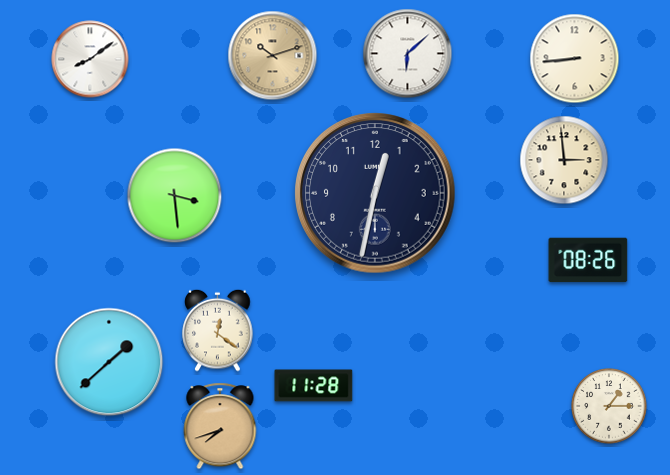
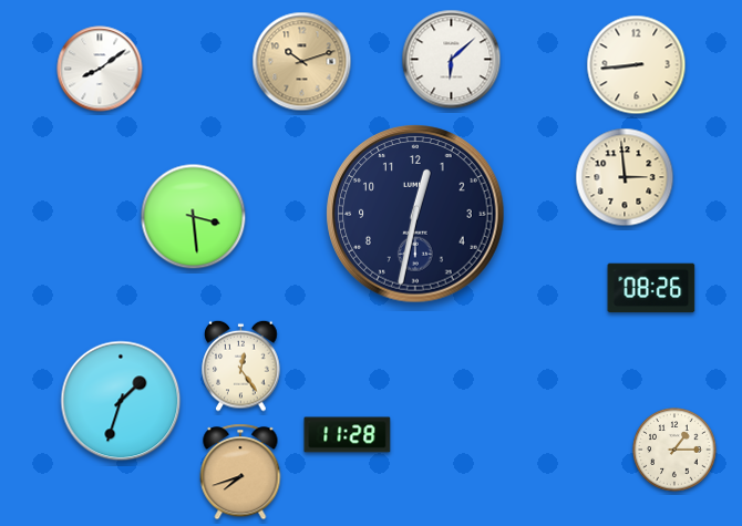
clock at (90, 59) position: (90, 59) -> (100, 69)
clock at (218, 330): 12:21 -> 12:24
clock at (109, 362): 1:38 -> 1:33
clock at (314, 386) position: (314, 386) -> (348, 435)
clock at (220, 426) position: (220, 426) -> (240, 472)
